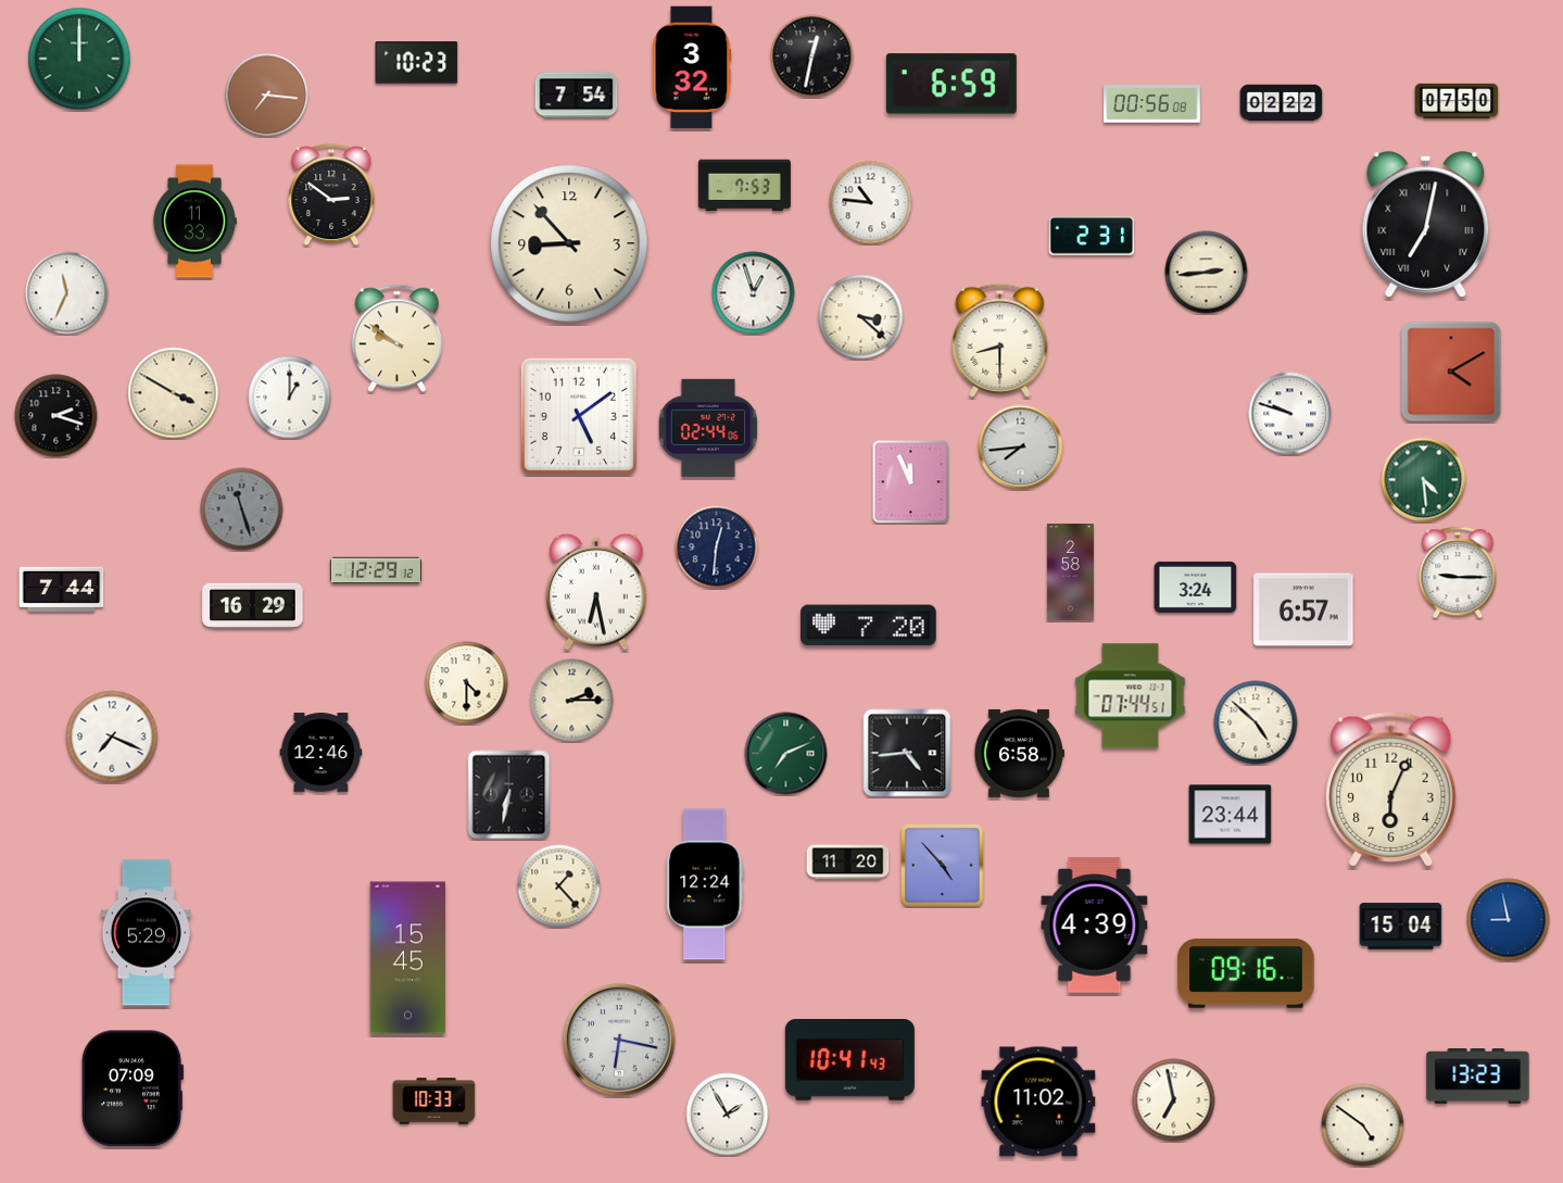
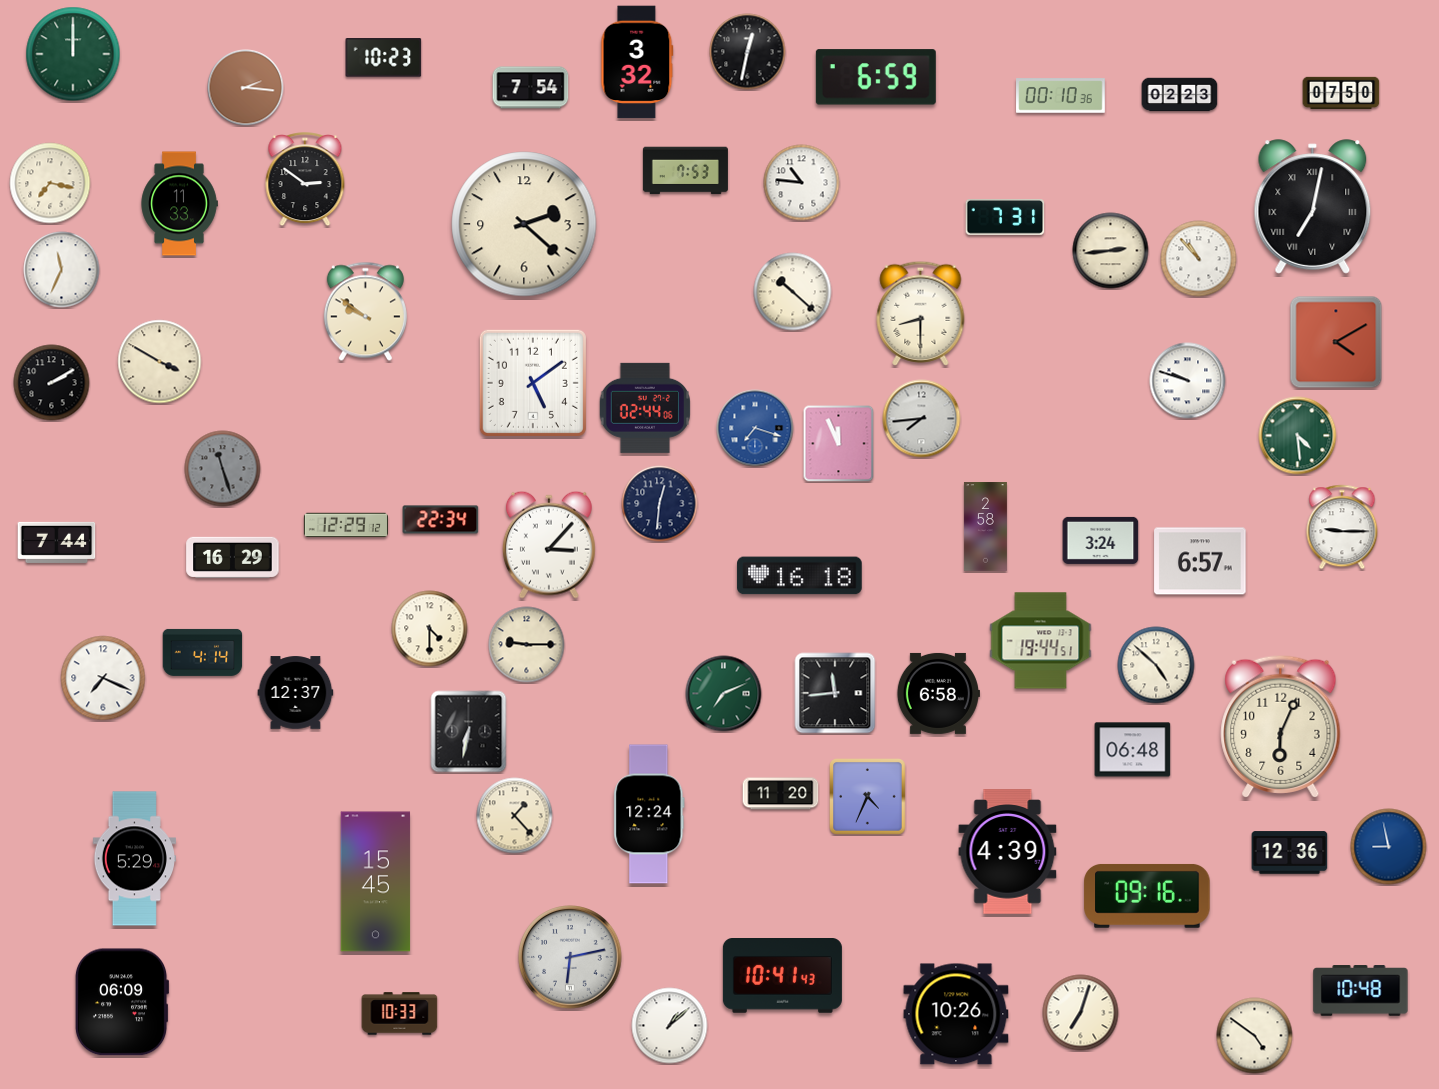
clock at (267, 96): 7:16 -> 2:16
clock at (1282, 103): 02:22 -> 02:23
clock at (1152, 104): 00:56 -> 00:10
clock at (50, 183): none -> 7:17
clock at (871, 203) position: (871, 203) -> (802, 183)
clock at (1092, 237): 2:31 -> 7:31
clock at (569, 243): 8:53 -> 2:22
clock at (1199, 259): none -> 10:53
clock at (754, 293): 12:57 -> none
clock at (861, 317): 3:22 -> 10:22
clock at (290, 398): 1:00 -> none
clock at (56, 416): 2:18 -> 2:10
clock at (708, 428) position: (708, 428) -> (645, 408)
clock at (1021, 448) position: (1021, 448) -> (922, 419)
clock at (755, 428): none -> 7:18
clock at (1424, 480) position: (1424, 480) -> (1298, 436)
clock at (441, 520): none -> 22:34
clock at (596, 592): 6:28 -> 3:07
clock at (869, 626): 7:20 -> 16:18
clock at (1131, 696): 07:44 -> 19:44
clock at (572, 701): 2:15 -> 9:15
clock at (203, 652): none -> 4:14
clock at (322, 753): 12:46 -> 12:37
clock at (907, 753): 4:44 -> 11:44
clock at (1231, 815): 23:44 -> 06:48
clock at (943, 866): 4:53 -> 4:34
clock at (1401, 927): 15:04 -> 12:36
clock at (619, 1040): 6:17 -> 6:13
clock at (1478, 1077): 13:23 -> 10:48
clock at (133, 1088): 07:09 -> 06:09
clock at (1174, 1100): 6:58 -> 7:03
clock at (1038, 1102): 11:02 -> 10:26
clock at (728, 1115): 1:55 -> 1:08
